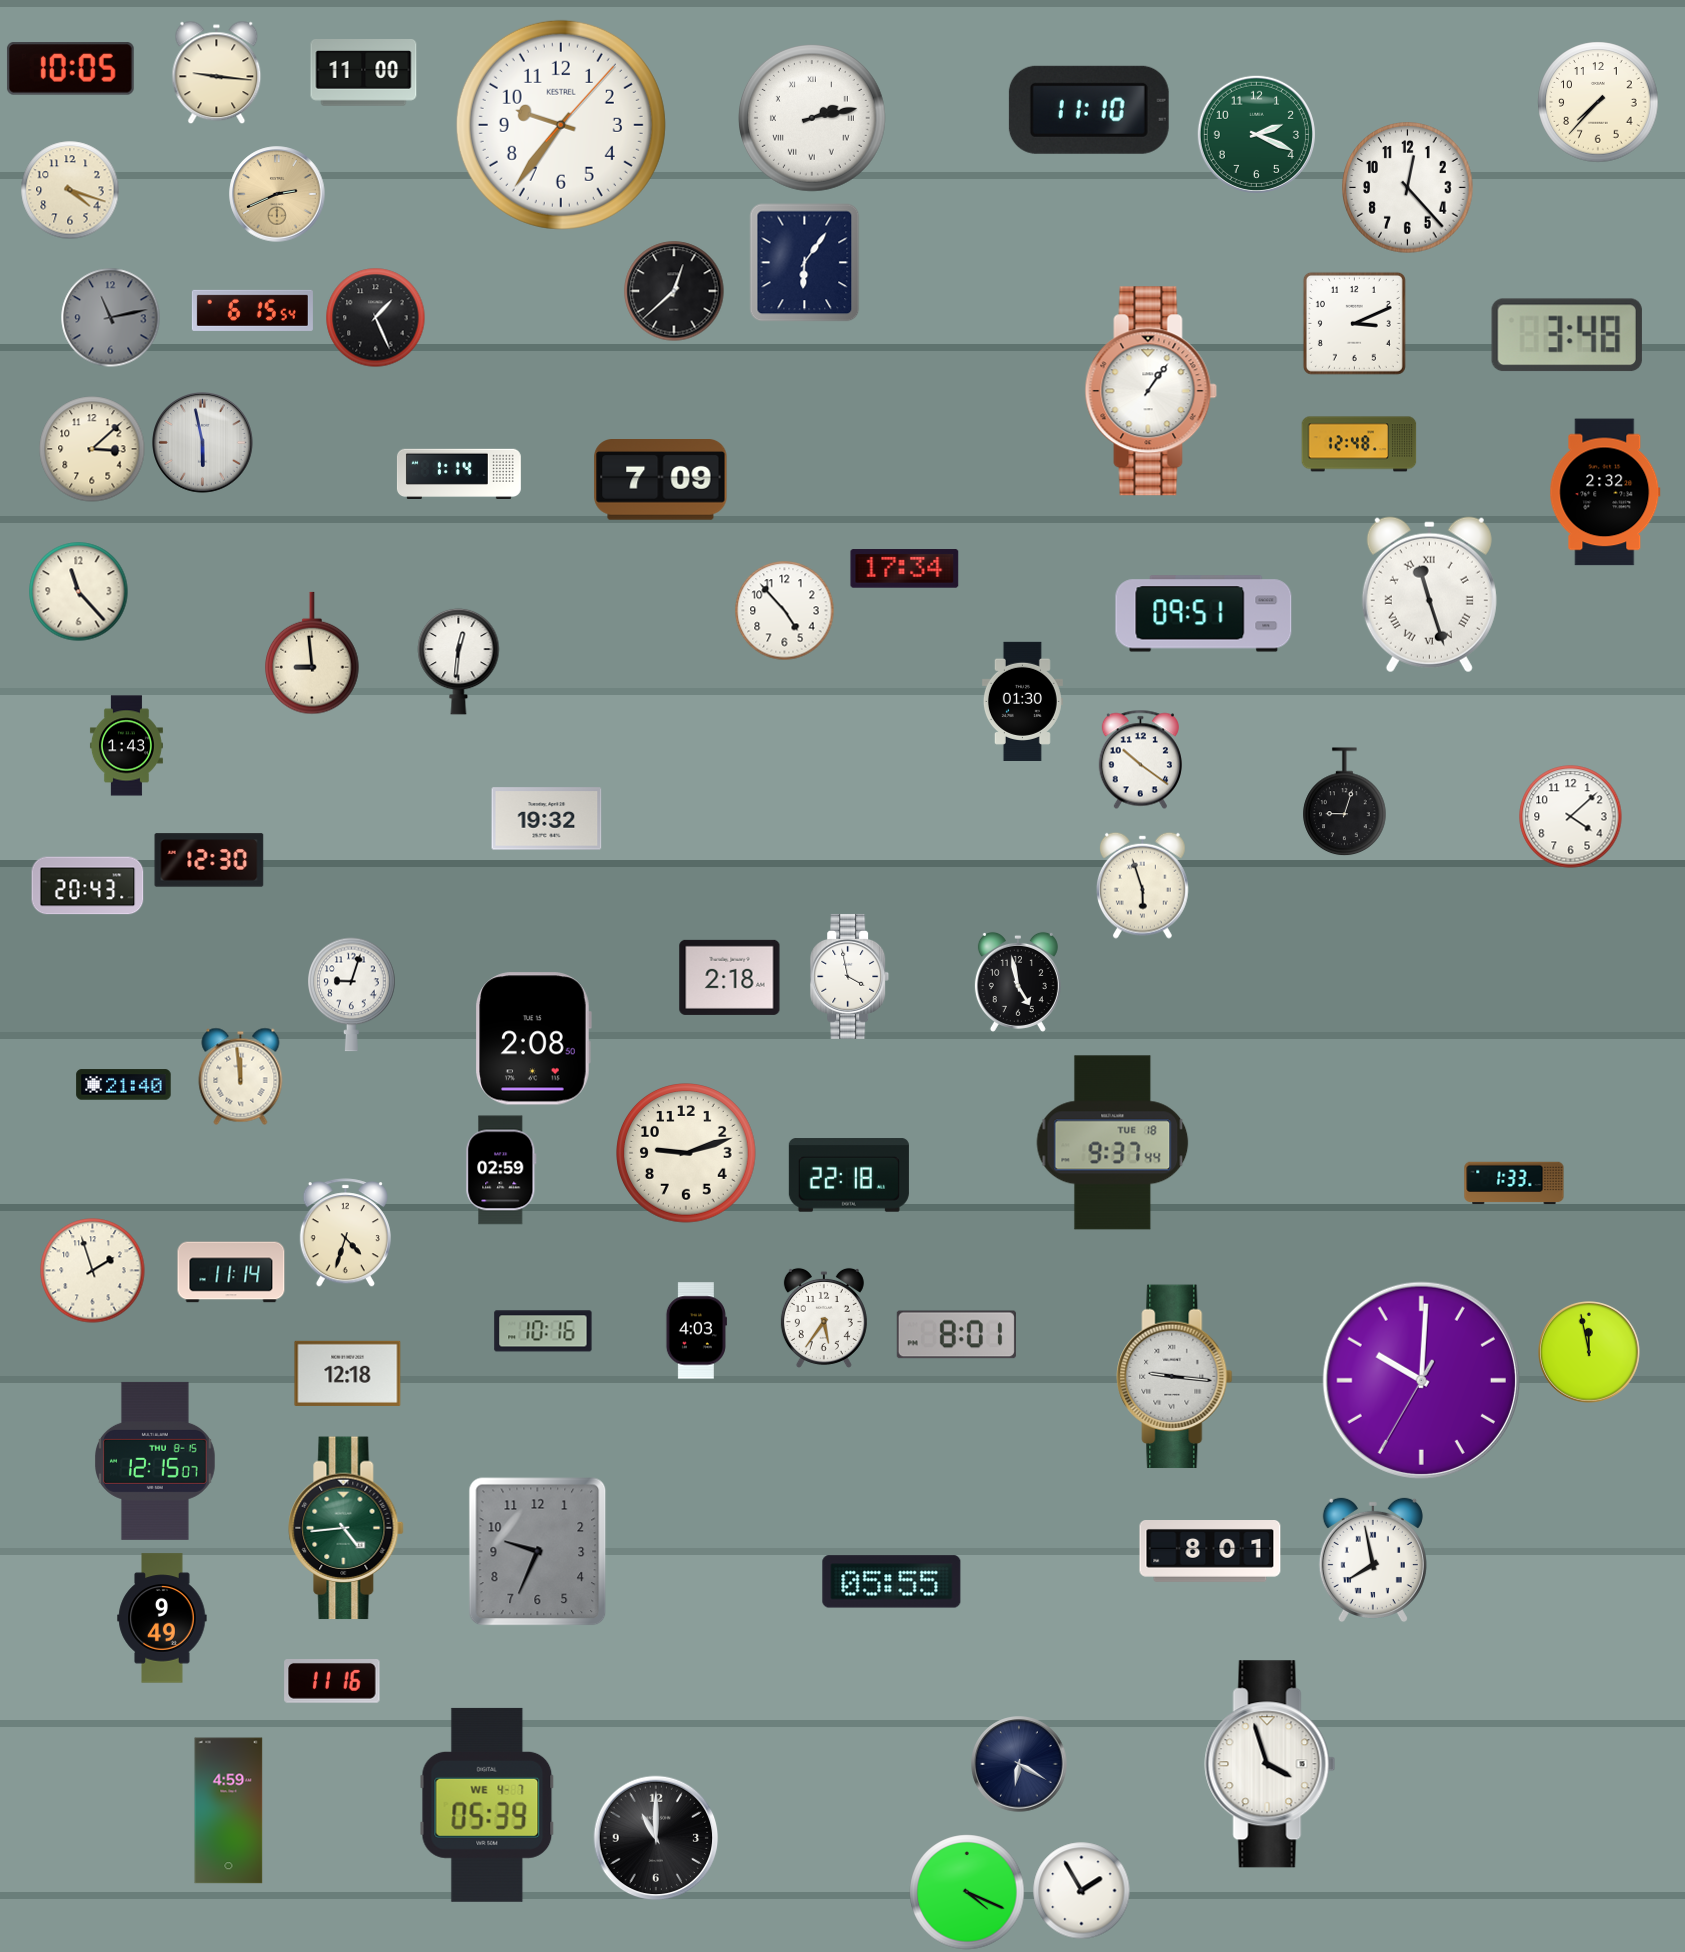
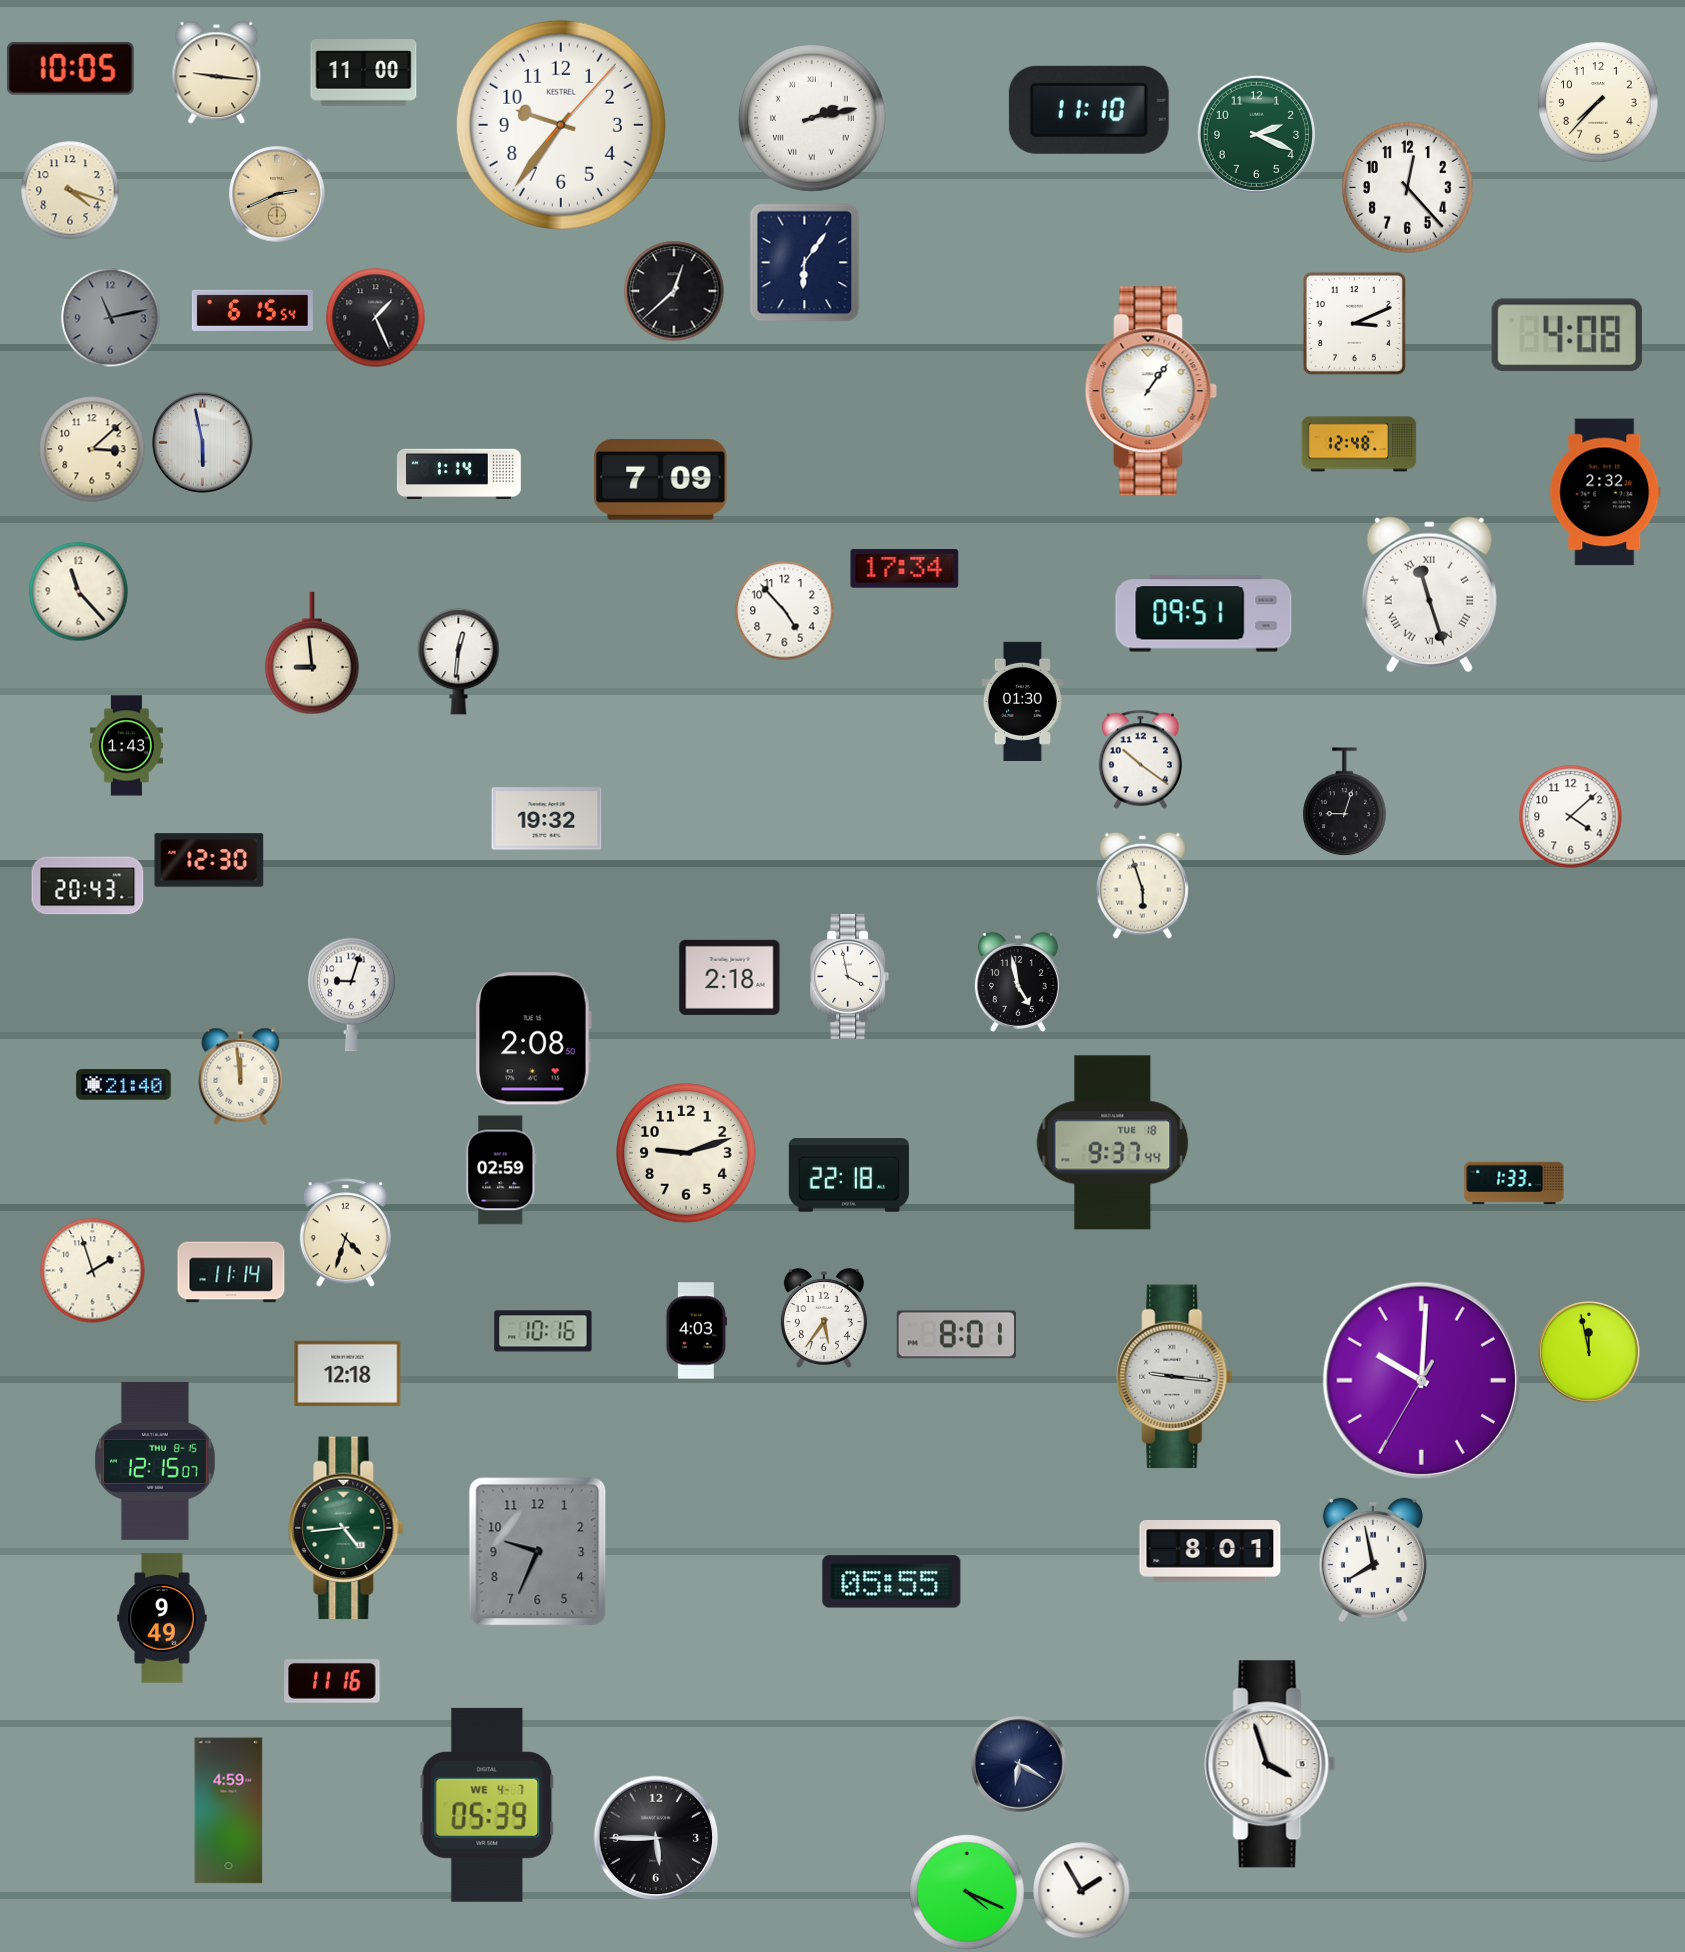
clock at (1567, 335): 3:48 -> 4:08
clock at (656, 1838): 11:00 -> 5:45
